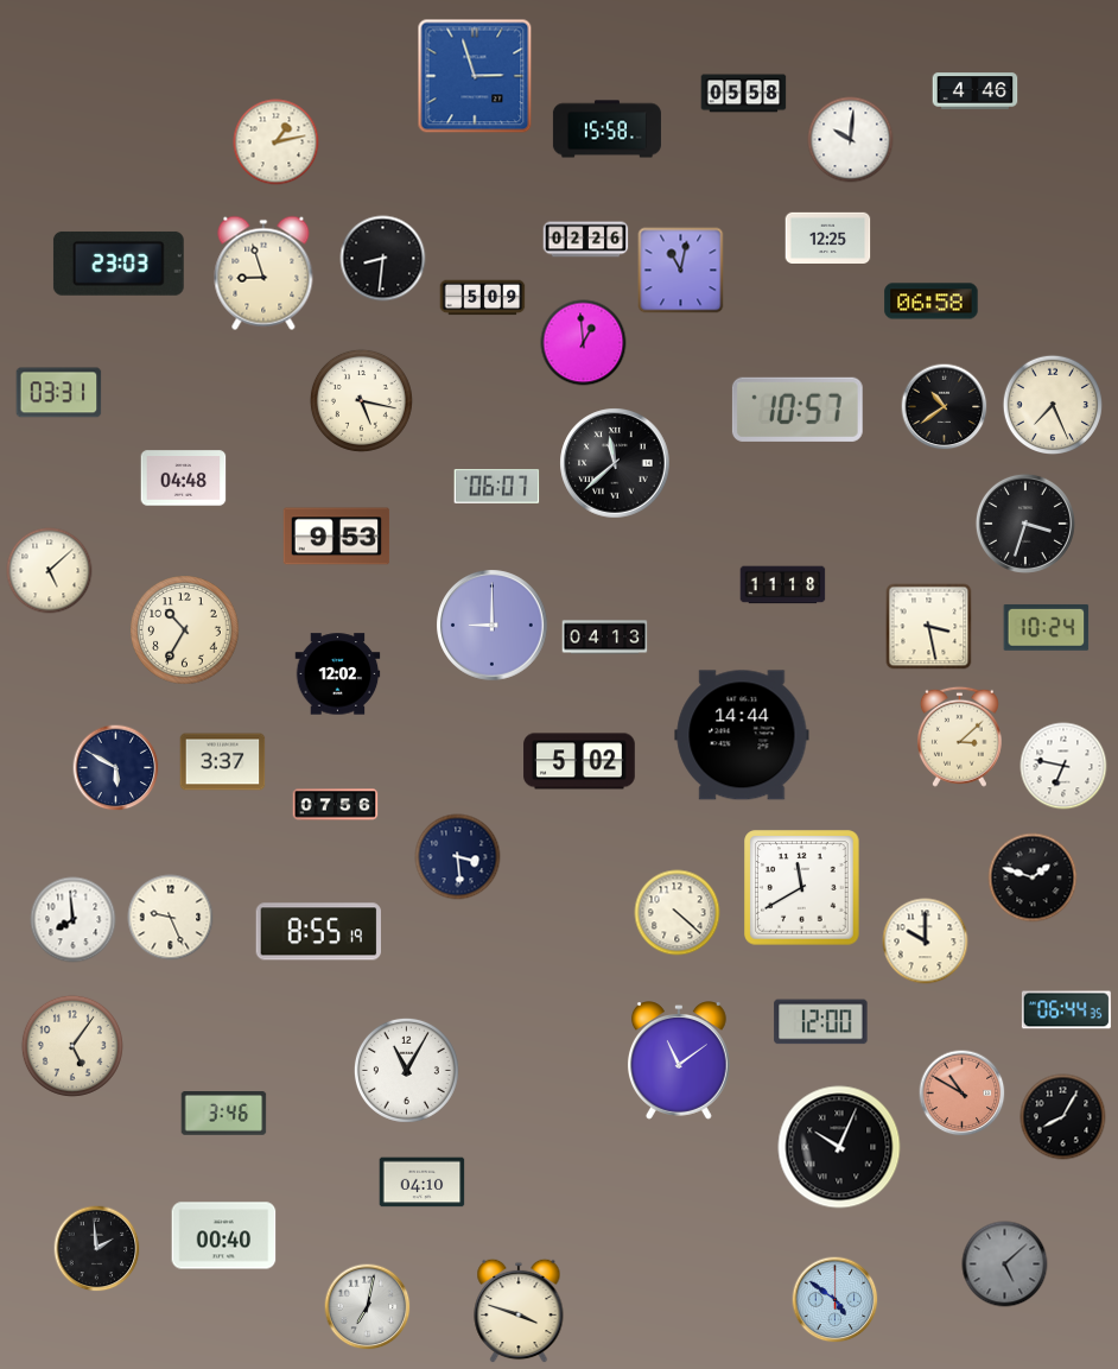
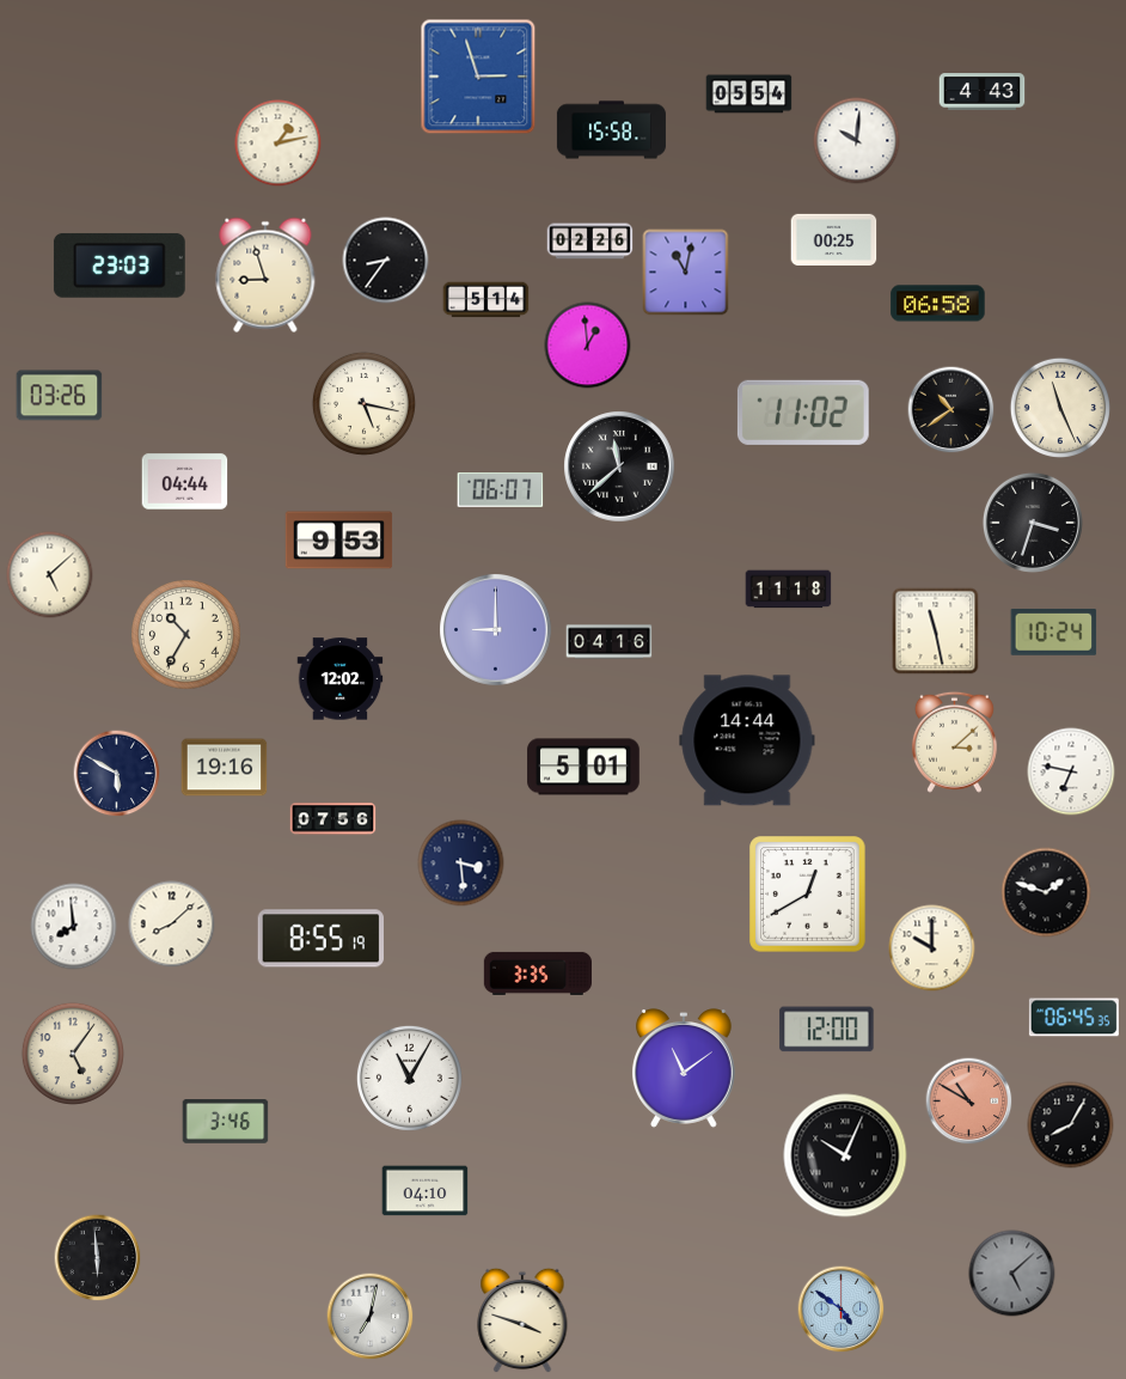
clock at (976, 91): 4:46 -> 4:43
clock at (744, 94): 05:58 -> 05:54
clock at (828, 239): 12:25 -> 00:25
clock at (383, 259): 8:31 -> 8:36
clock at (483, 298): 5:09 -> 5:14
clock at (59, 393): 03:31 -> 03:26
clock at (1052, 404): 7:26 -> 11:26
clock at (798, 410): 10:57 -> 11:02
clock at (184, 478): 04:48 -> 04:44
clock at (1025, 524) position: (1025, 524) -> (1033, 523)
clock at (929, 627): 3:28 -> 11:28
clock at (605, 638): 04:13 -> 04:16
clock at (959, 736) position: (959, 736) -> (954, 742)
clock at (579, 761): 5:02 -> 5:01
clock at (223, 762): 3:37 -> 19:16
clock at (336, 805) position: (336, 805) -> (333, 819)
clock at (1033, 877) position: (1033, 877) -> (1046, 892)
clock at (802, 888): 11:40 -> 12:40
clock at (678, 913): 4:22 -> none
clock at (171, 918): 9:26 -> 8:08
clock at (537, 974): none -> 3:35
clock at (1066, 1010): 06:44 -> 06:45
clock at (224, 1236): 00:40 -> none
clock at (97, 1249): 1:59 -> 5:59
